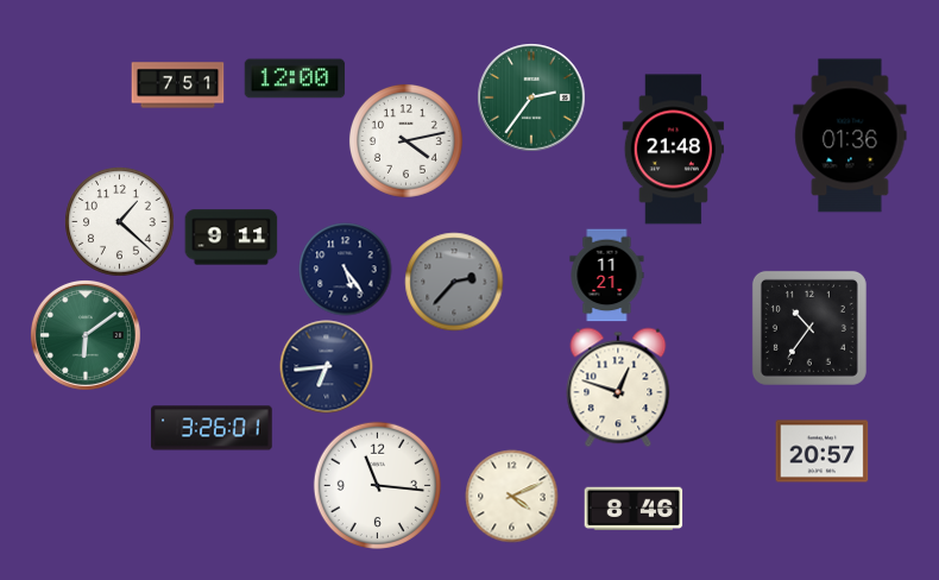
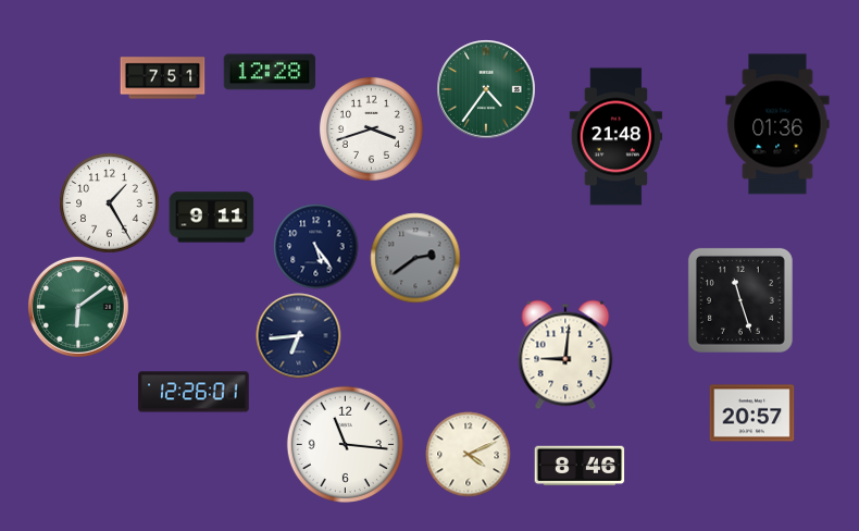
clock at (295, 78): 12:00 -> 12:28
clock at (531, 97): 2:36 -> 4:36
clock at (405, 140): 4:13 -> 3:42
clock at (119, 221): 1:22 -> 1:25
clock at (607, 275): 11:21 -> none
clock at (454, 282): 2:37 -> 2:39
clock at (809, 328): 10:36 -> 11:27
clock at (618, 387): 12:48 -> 9:01
clock at (212, 428): 3:26 -> 12:26
